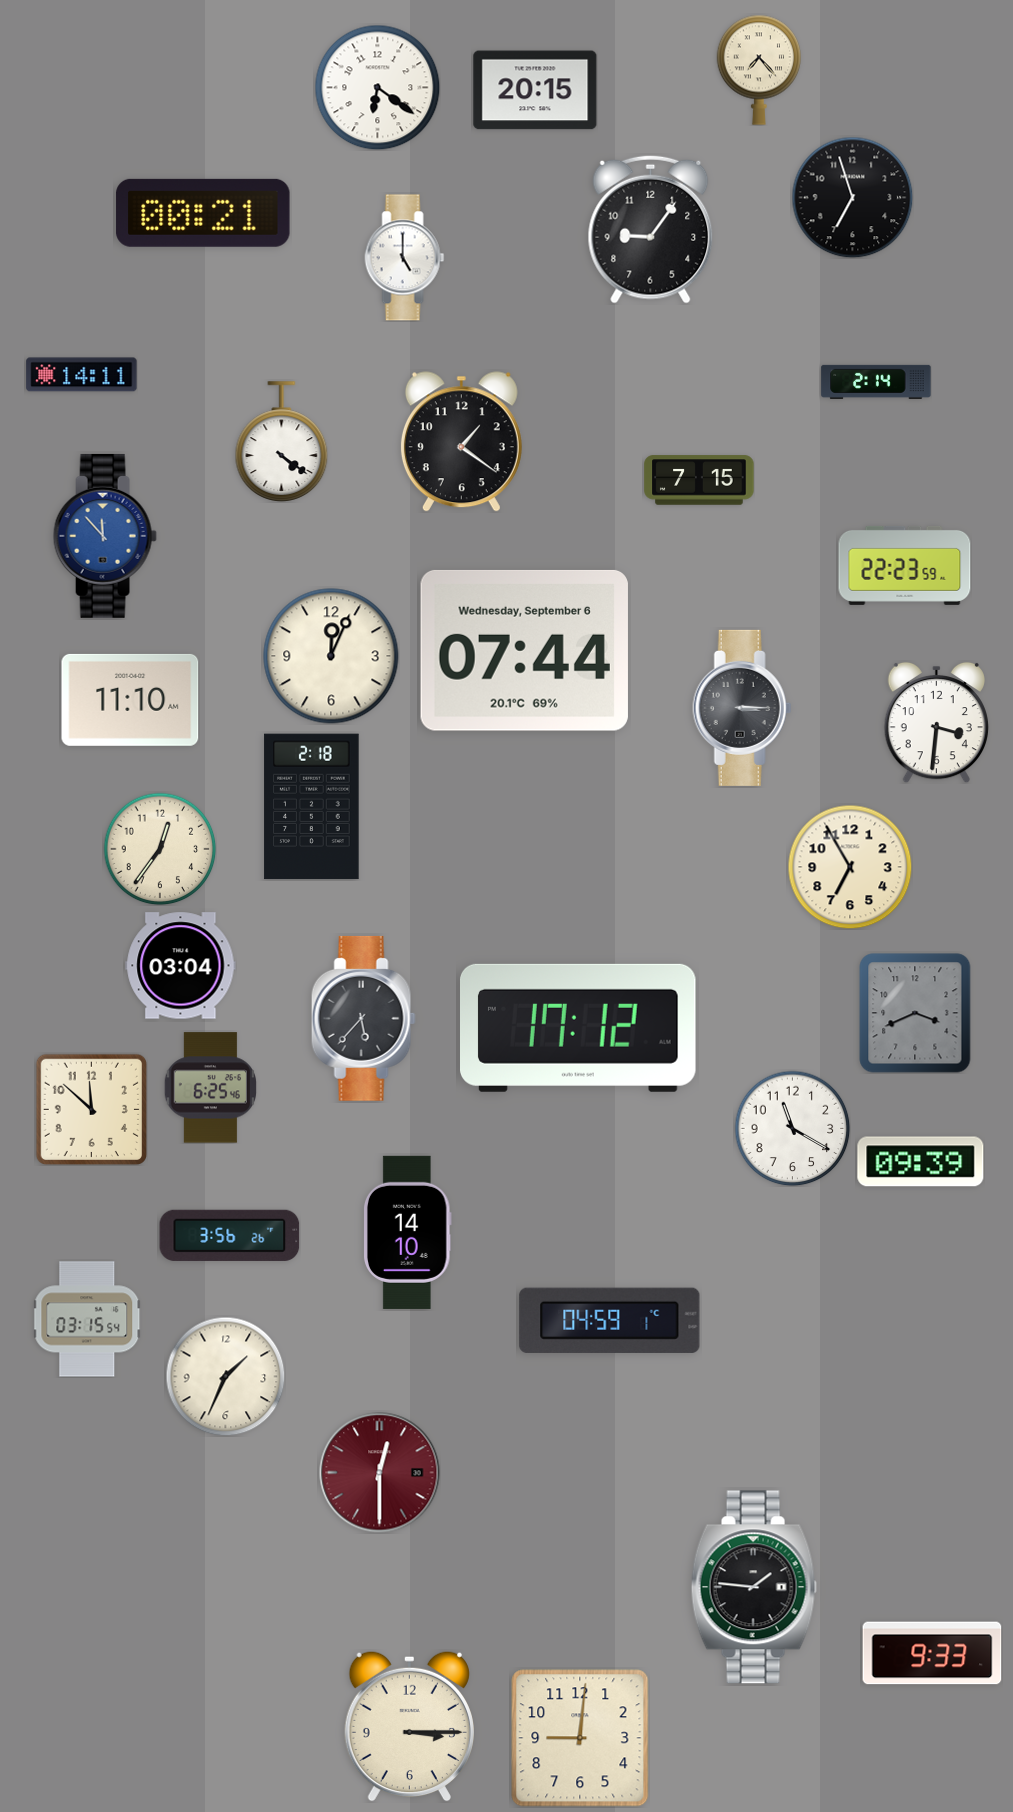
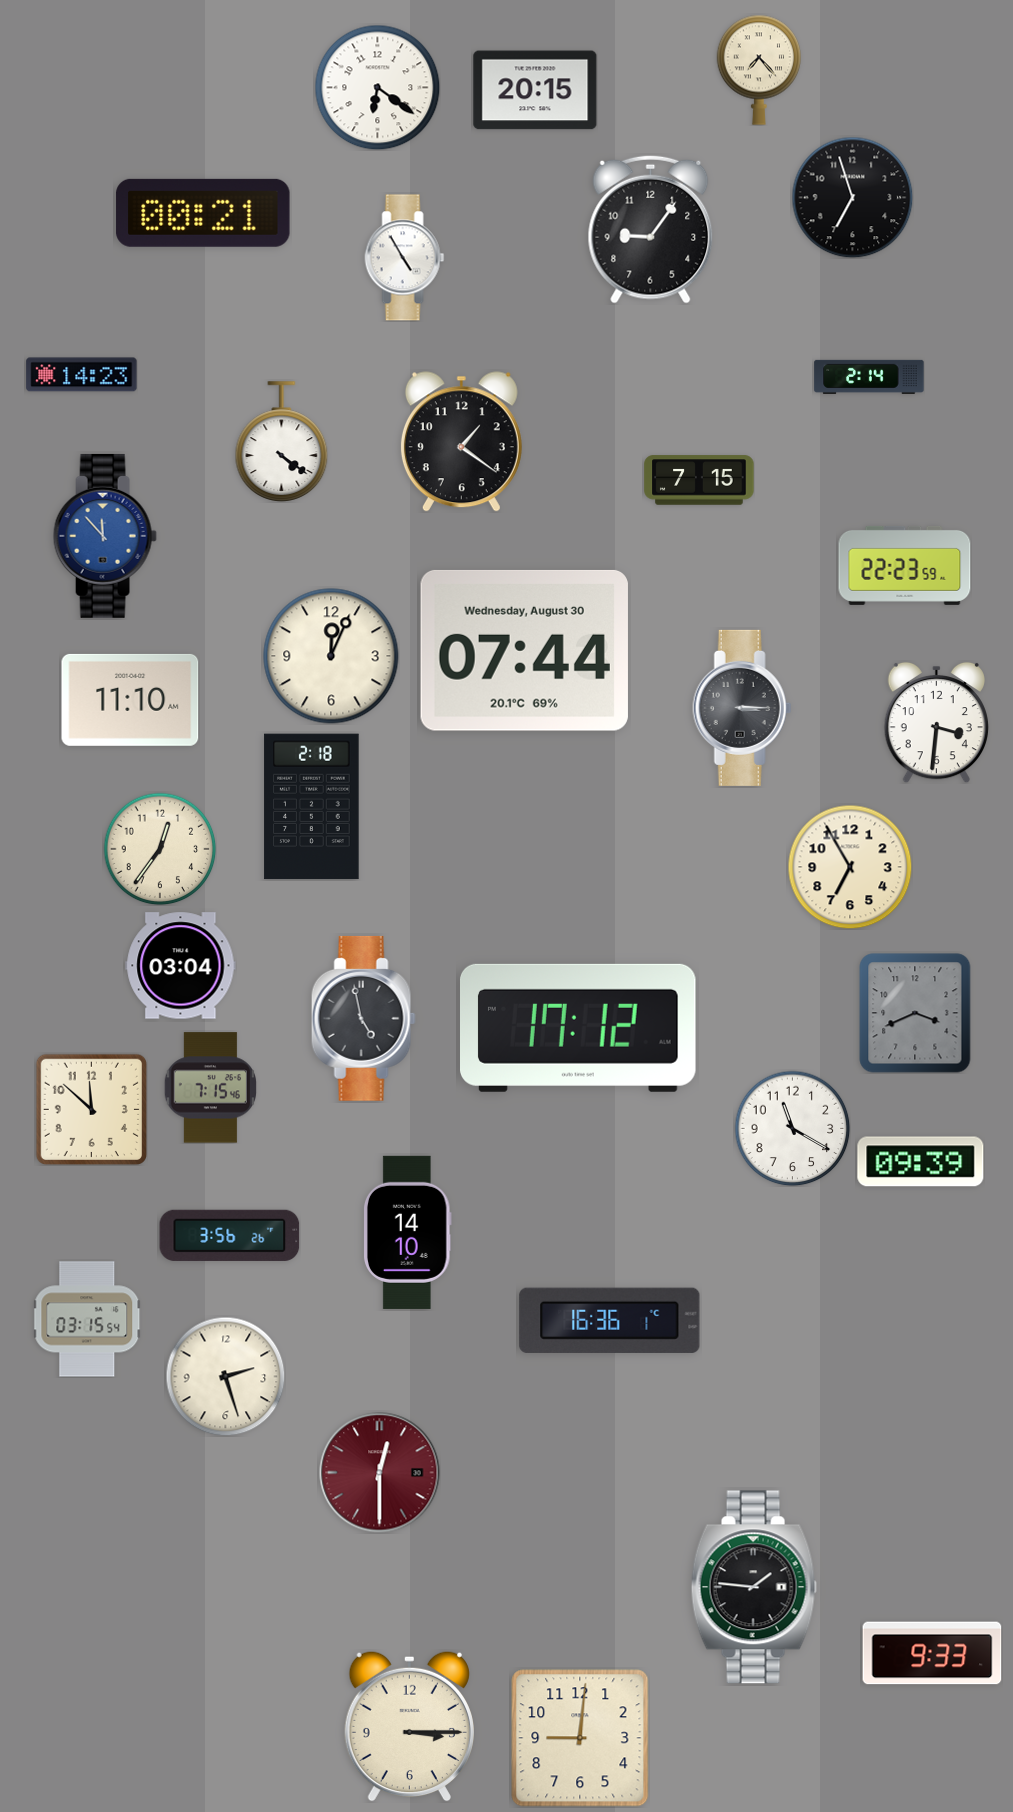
clock at (405, 258): 5:00 -> 4:55
clock at (82, 375): 14:11 -> 14:23
clock at (876, 382) position: (876, 382) -> (869, 377)
clock at (524, 650) date: Wednesday, September 6 -> Wednesday, August 30
clock at (363, 1018): 5:37 -> 4:58
clock at (210, 1088): 6:25 -> 7:15
clock at (610, 1320): 04:59 -> 16:36
clock at (225, 1376): 1:34 -> 2:27
